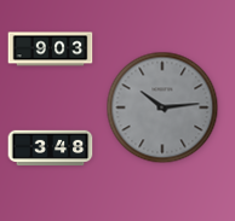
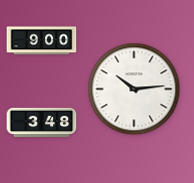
clock at (51, 50): 9:03 -> 9:00
clock at (162, 107) dial: grey -> white
